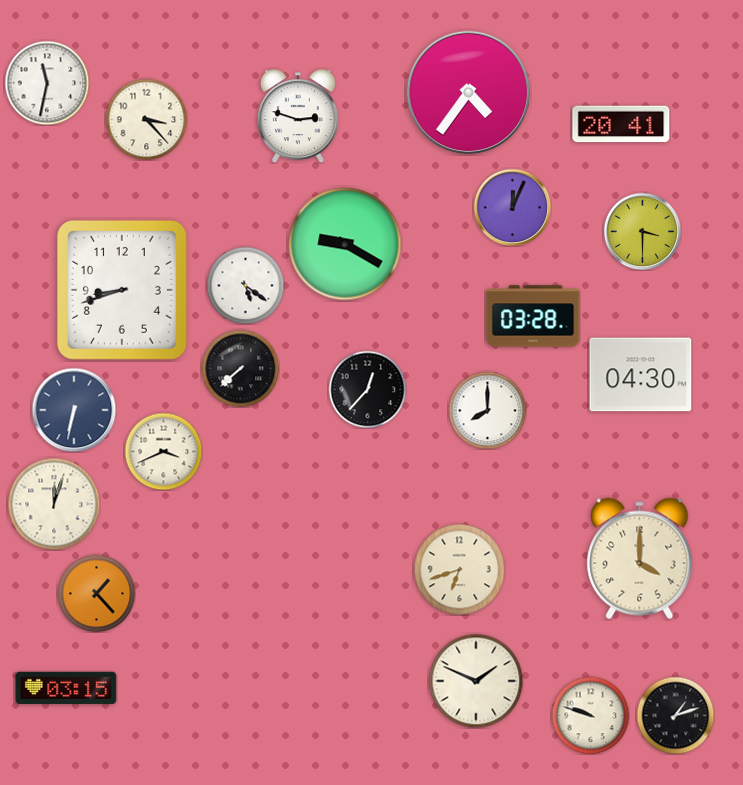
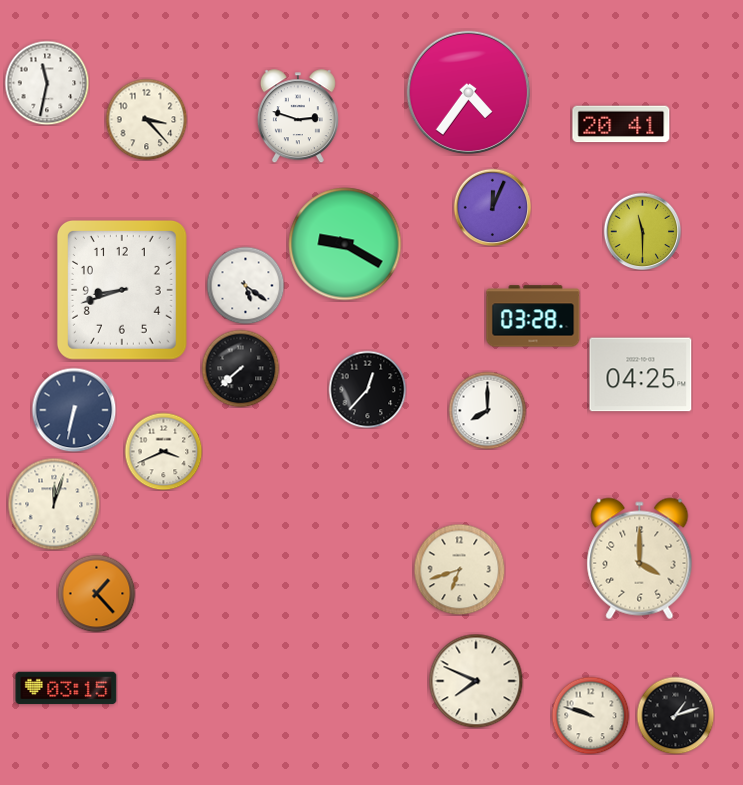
clock at (512, 207) position: (512, 207) -> (492, 207)
clock at (642, 231): 3:30 -> 11:30
clock at (641, 375): 04:30 -> 04:25
clock at (476, 681): 1:49 -> 7:49
